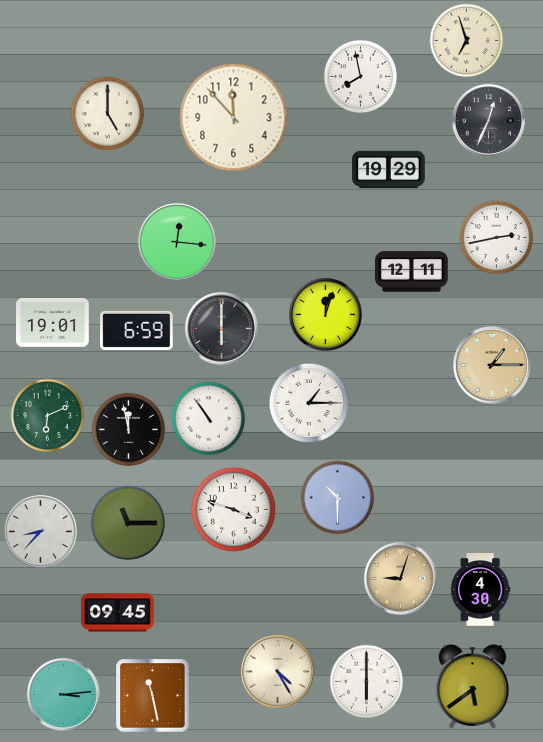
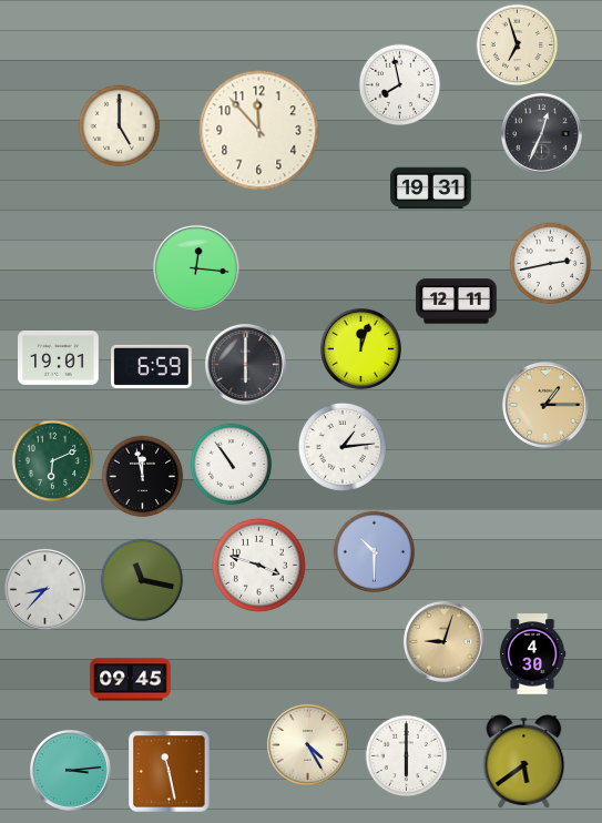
clock at (389, 170): 19:29 -> 19:31
clock at (309, 403): 1:15 -> 1:14
clock at (128, 523): 11:15 -> 11:17
